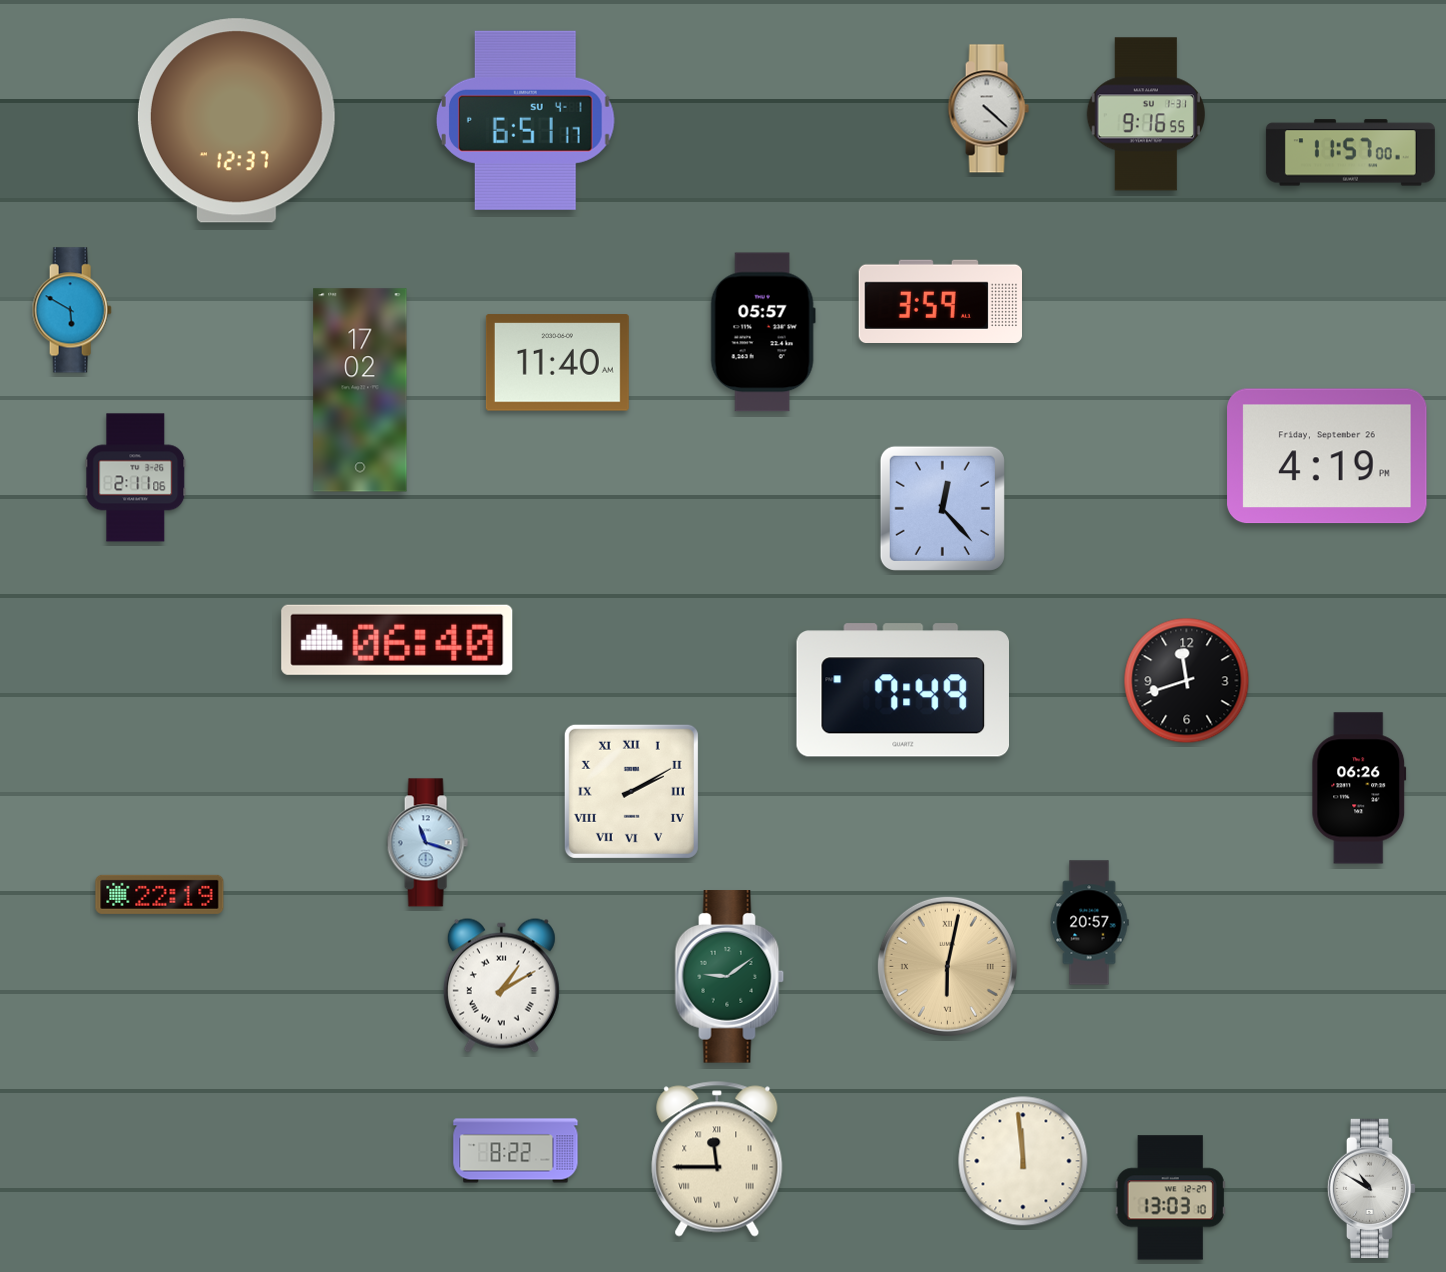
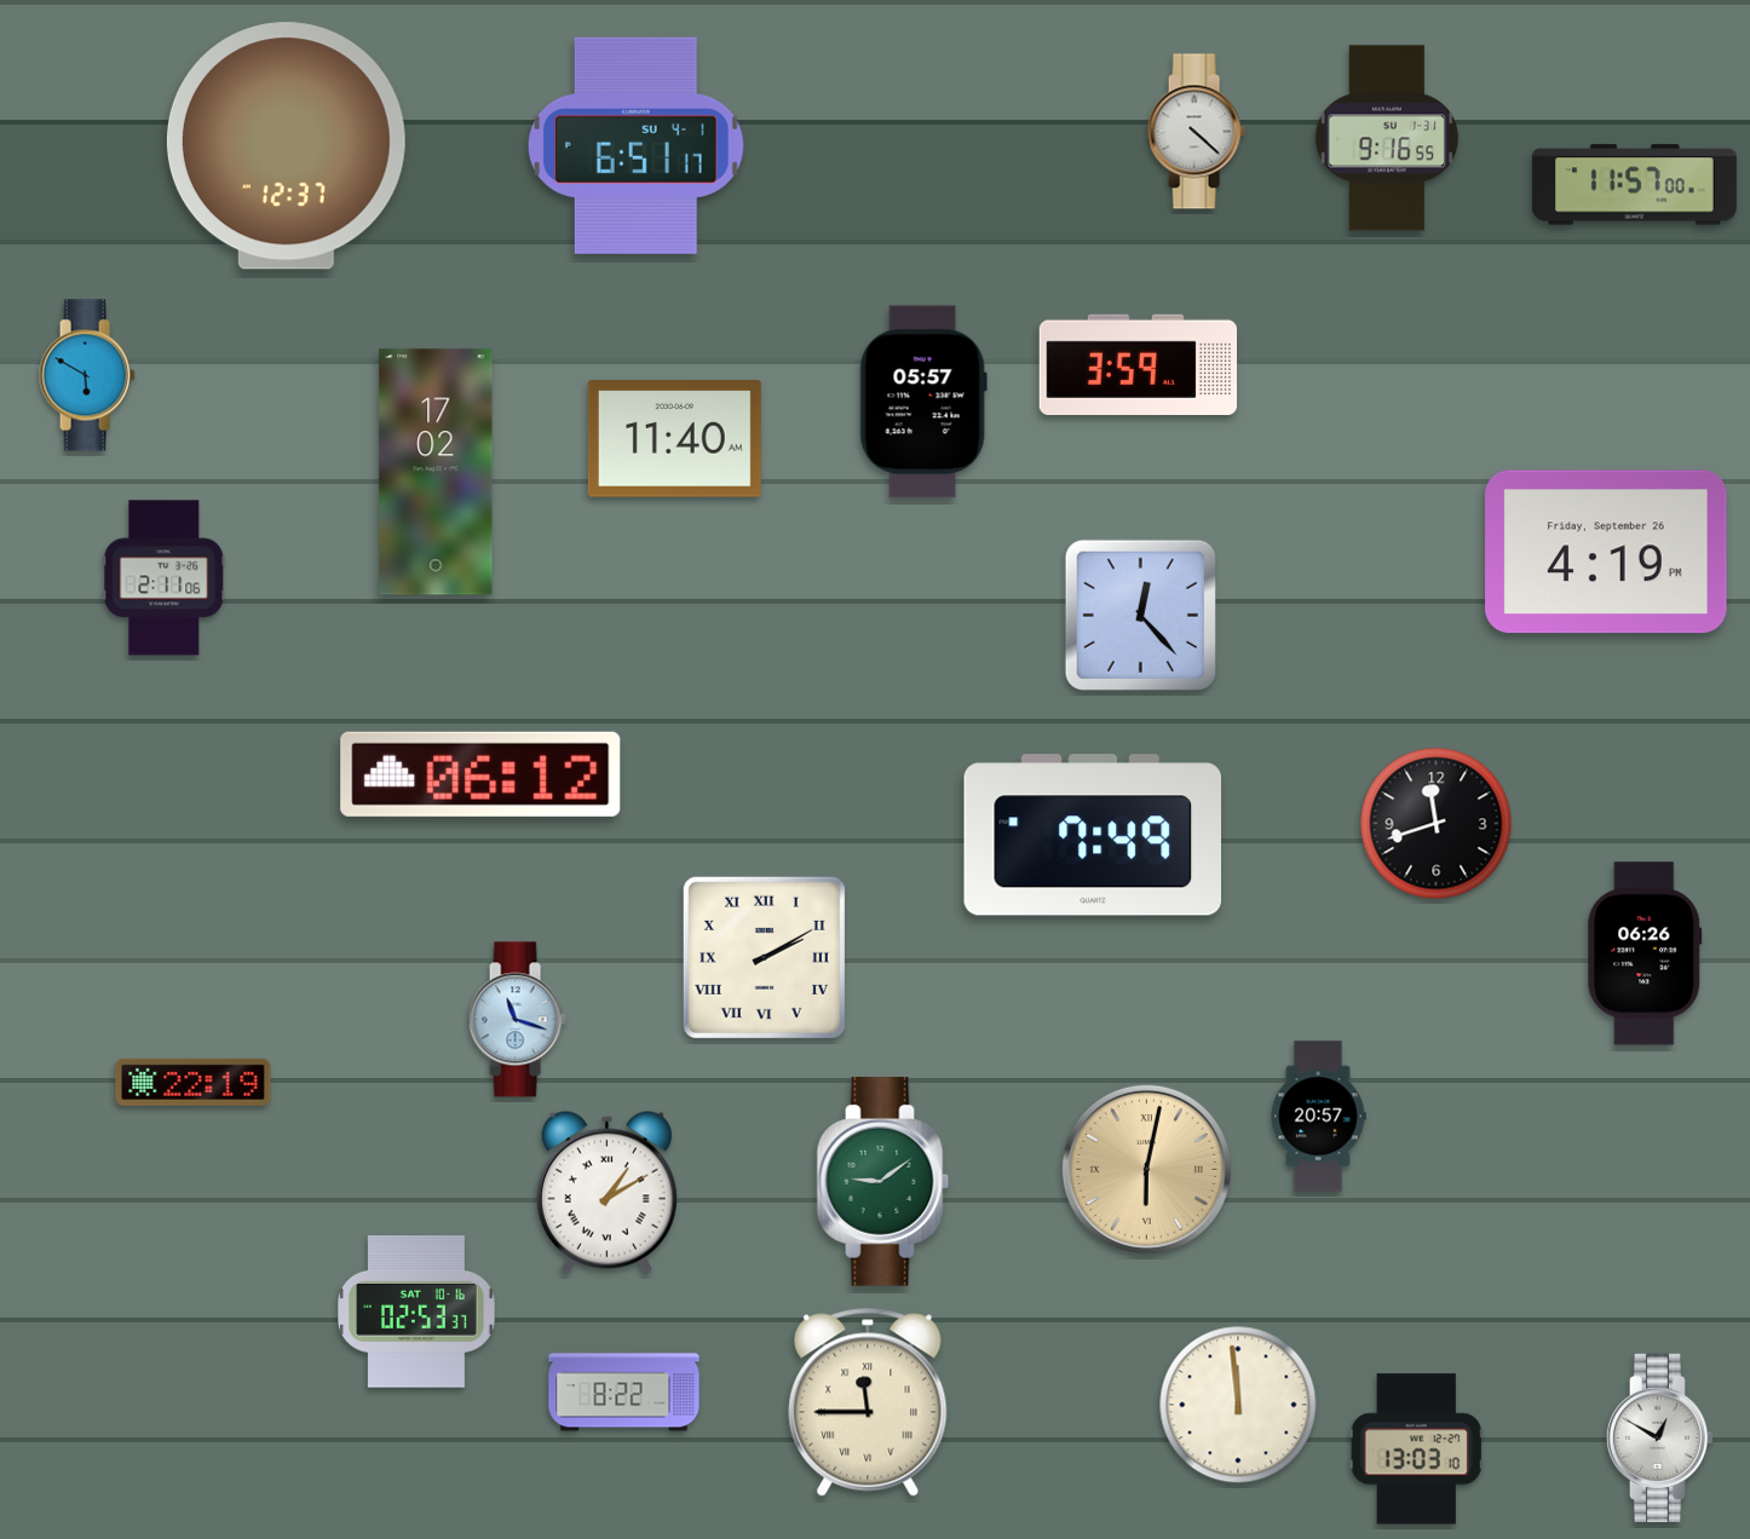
clock at (397, 640): 06:40 -> 06:12
clock at (418, 1313): none -> 02:53
clock at (1372, 1188): 10:50 -> 12:50
